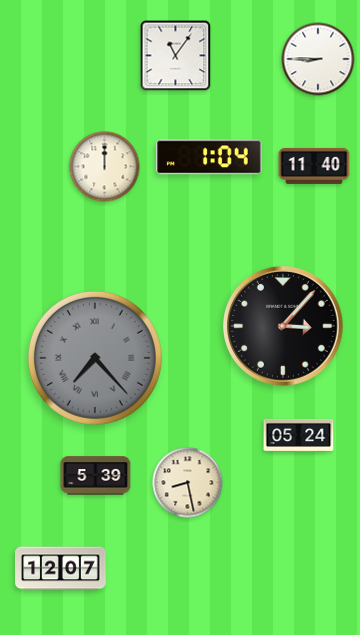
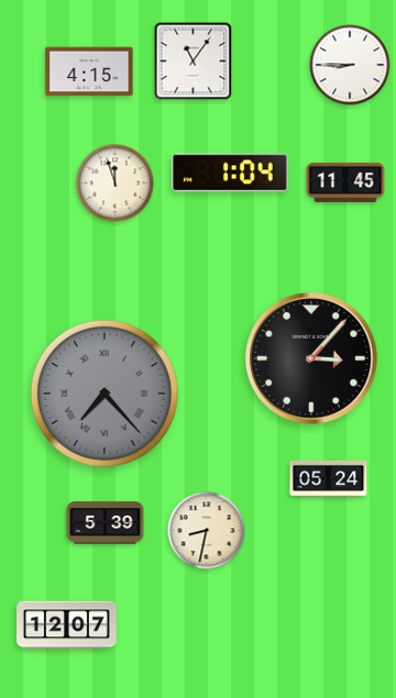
clock at (89, 71): none -> 4:15
clock at (314, 166): 11:40 -> 11:45
clock at (105, 167): 12:00 -> 11:57
clock at (188, 483): 8:28 -> 8:32
